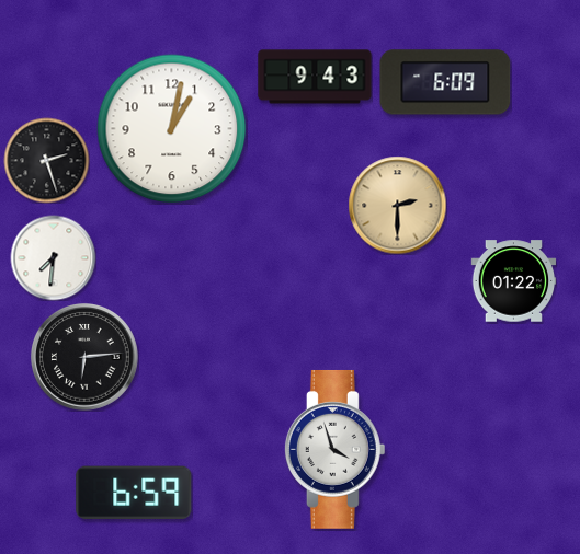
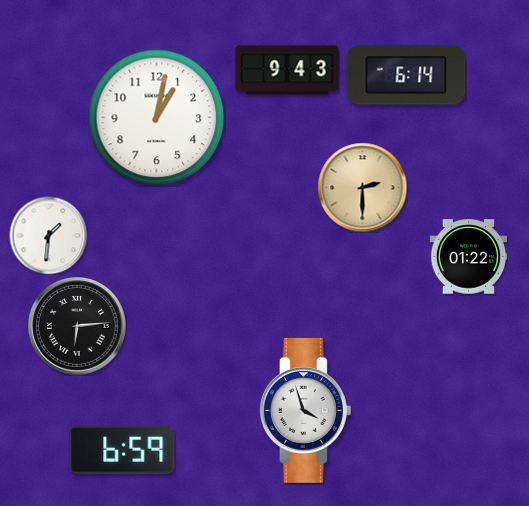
clock at (445, 82): 6:09 -> 6:14
clock at (46, 160): 2:27 -> none
clock at (53, 257): 7:31 -> 1:31
